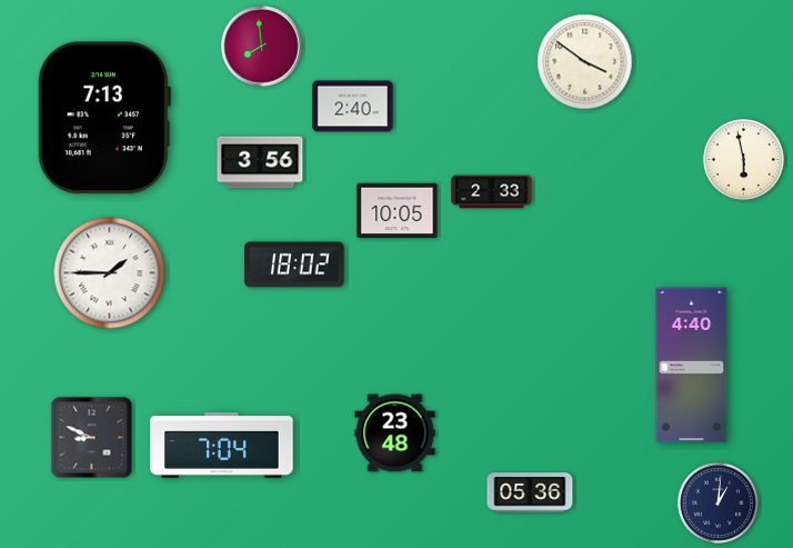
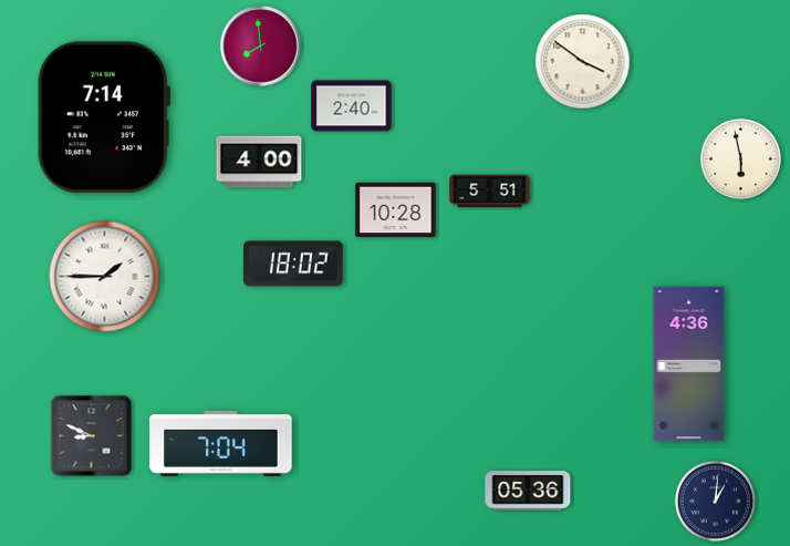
clock at (103, 118): 7:13 -> 7:14
clock at (260, 162): 3:56 -> 4:00
clock at (492, 192): 2:33 -> 5:51
clock at (398, 211): 10:05 -> 10:28
clock at (110, 273) position: (110, 273) -> (105, 277)
clock at (692, 366): 4:40 -> 4:36
clock at (395, 434): 23:48 -> none
